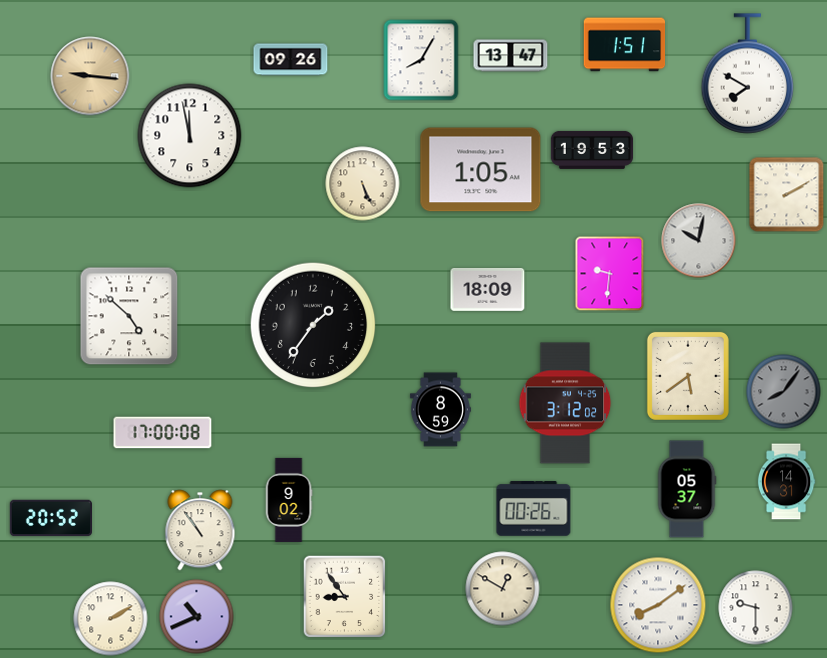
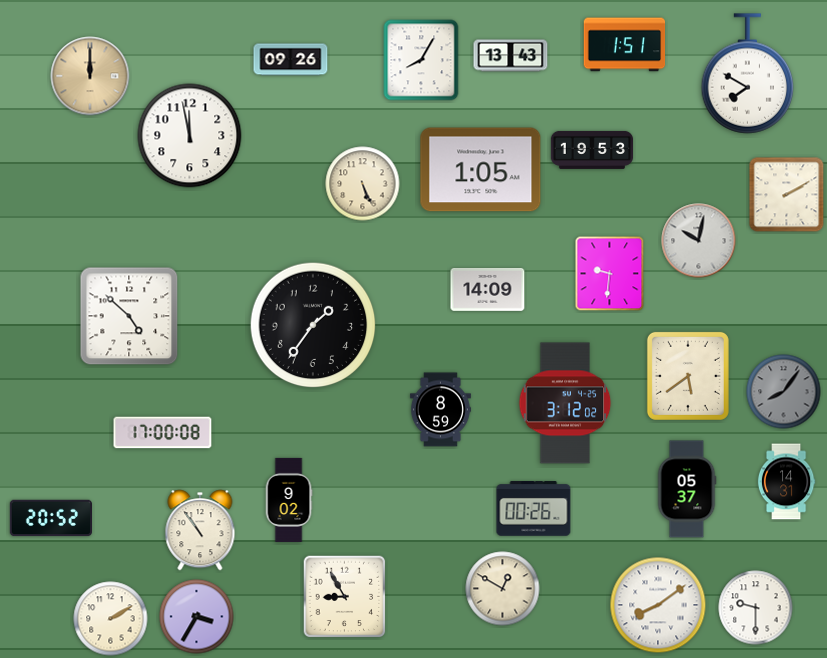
clock at (511, 56): 13:47 -> 13:43
clock at (90, 76): 9:16 -> 12:00
clock at (488, 289): 18:09 -> 14:09
clock at (345, 597): 8:54 -> 8:55
clock at (197, 617): 10:41 -> 3:35
